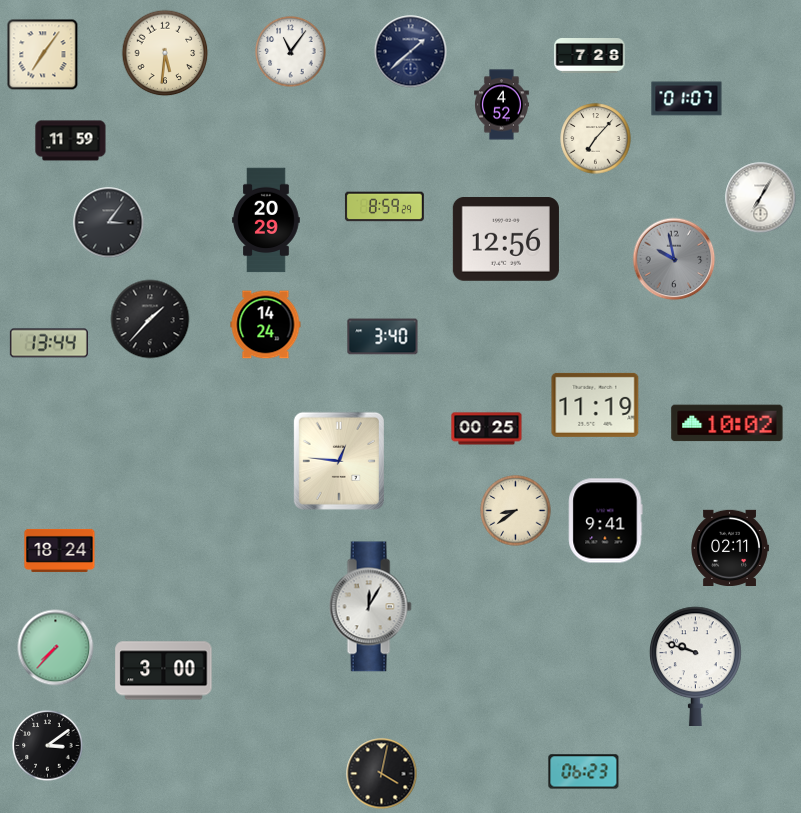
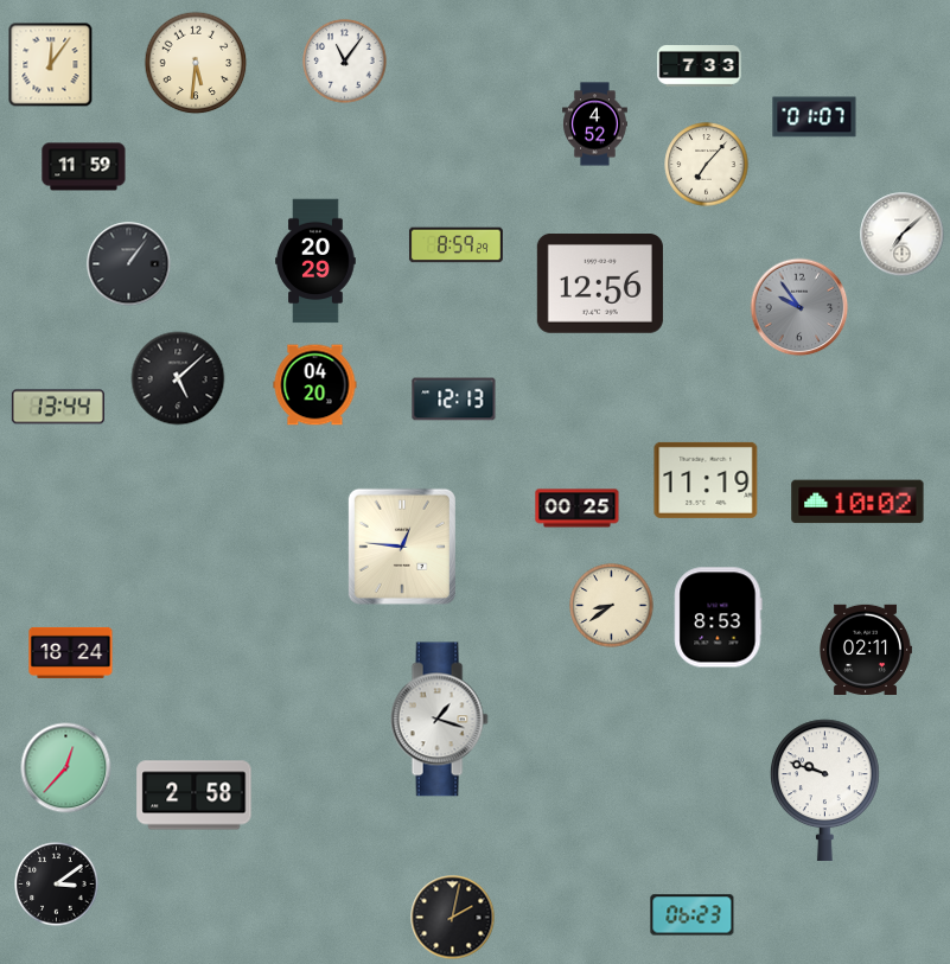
clock at (411, 52): 1:38 -> none
clock at (43, 55): 7:06 -> 12:06
clock at (590, 56): 7:28 -> 7:33
clock at (761, 198): 7:05 -> 7:08
clock at (109, 223): 3:06 -> 1:06
clock at (674, 259): 9:58 -> 9:54
clock at (150, 319): 1:37 -> 5:08
clock at (266, 325): 14:24 -> 04:20
clock at (383, 337): 3:40 -> 12:13
clock at (727, 423) position: (727, 423) -> (857, 502)
clock at (606, 521): 9:41 -> 8:53
clock at (370, 607): 12:05 -> 1:18
clock at (56, 648): 7:37 -> 12:37
clock at (164, 671): 3:00 -> 2:58
clock at (382, 774): 4:02 -> 2:02
